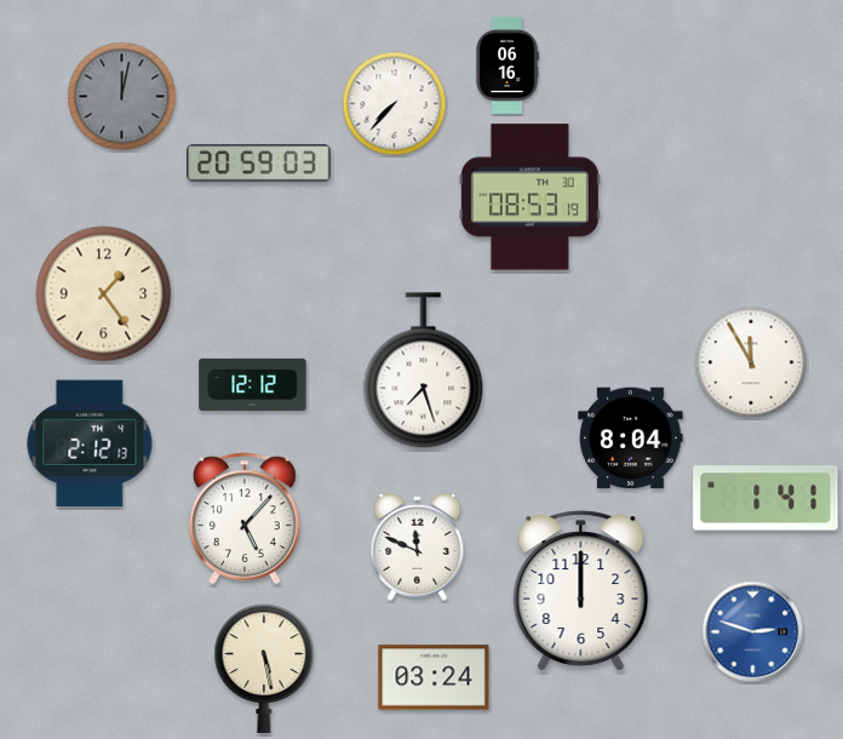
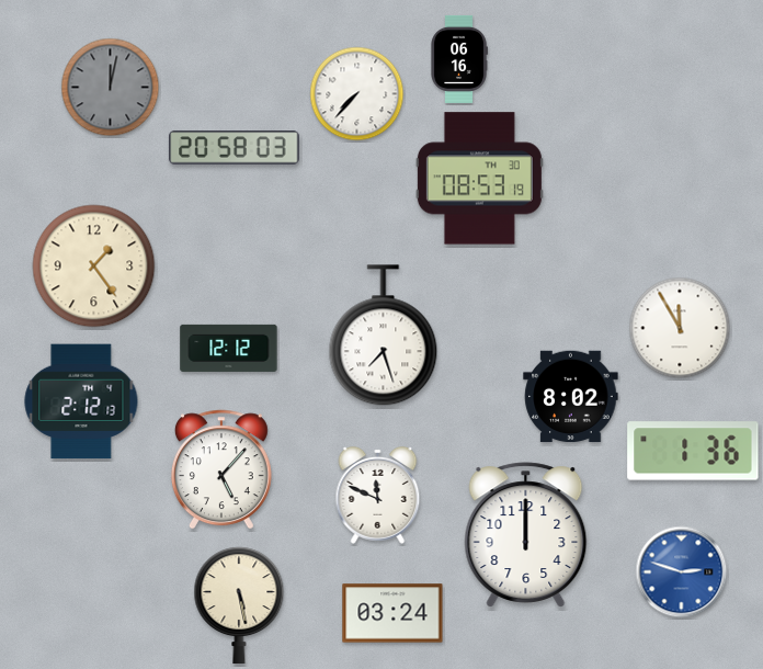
clock at (259, 164): 20:59 -> 20:58
clock at (631, 439): 8:04 -> 8:02
clock at (765, 498): 1:41 -> 1:36
